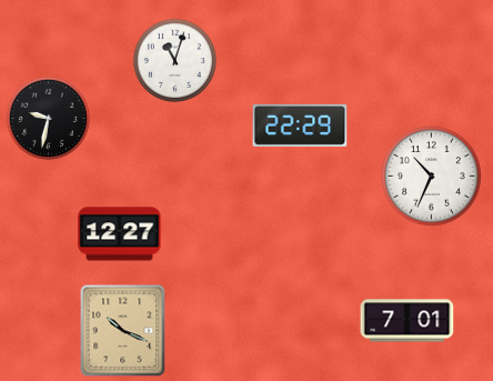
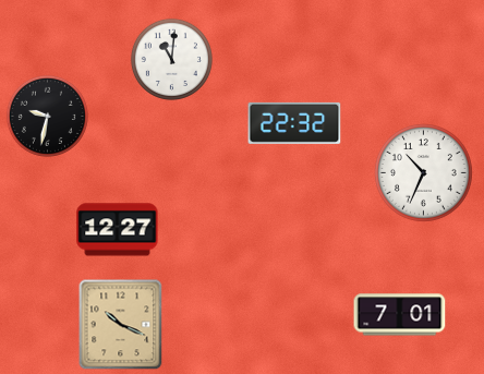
clock at (174, 60): 11:03 -> 11:01
clock at (300, 126): 22:29 -> 22:32
